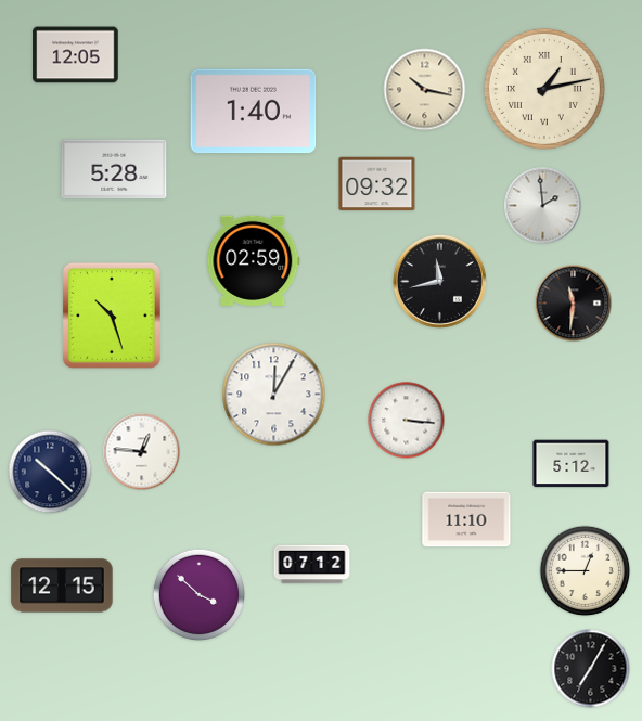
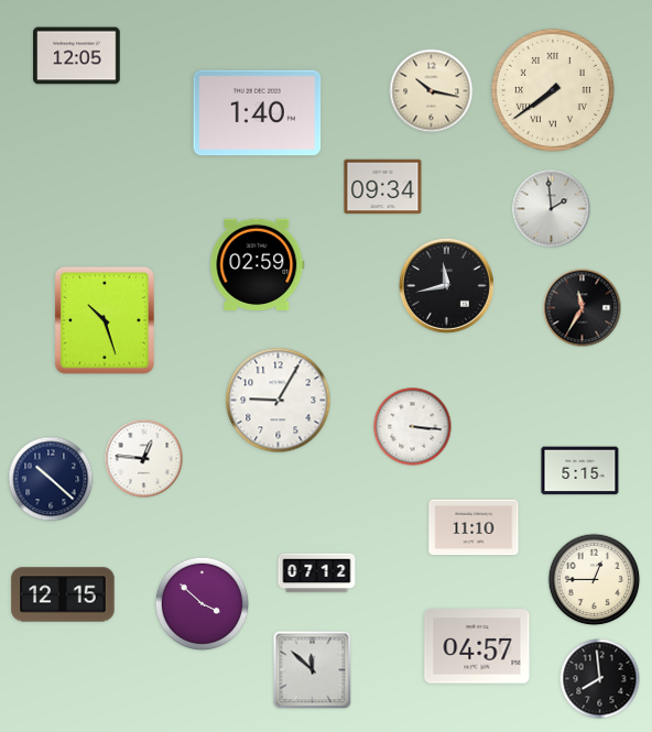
clock at (544, 89): 1:13 -> 7:39
clock at (114, 169): 5:28 -> none
clock at (377, 184): 09:32 -> 09:34
clock at (574, 304): 11:31 -> 11:35
clock at (112, 316) position: (112, 316) -> (105, 320)
clock at (274, 395): 12:05 -> 9:05
clock at (572, 464): 5:12 -> 5:15
clock at (477, 646): none -> 04:57
clock at (313, 670): none -> 11:52
clock at (591, 669): 7:05 -> 7:59
